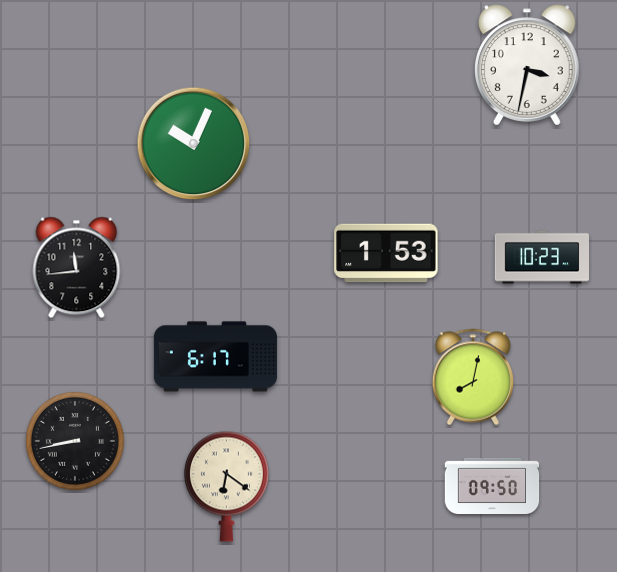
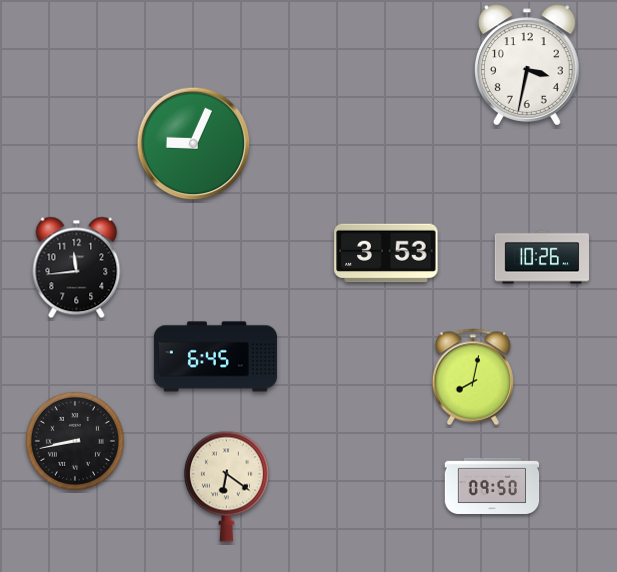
clock at (194, 144): 10:04 -> 9:04
clock at (386, 253): 1:53 -> 3:53
clock at (541, 257): 10:23 -> 10:26
clock at (215, 357): 6:17 -> 6:45
